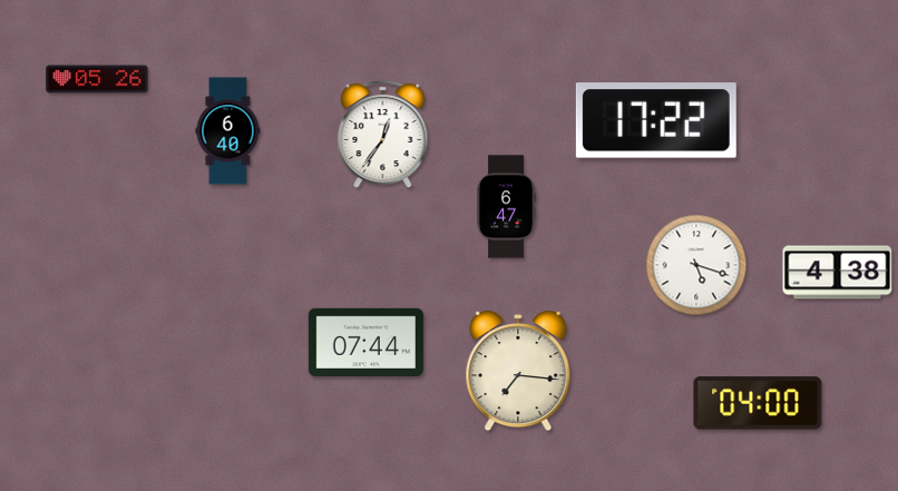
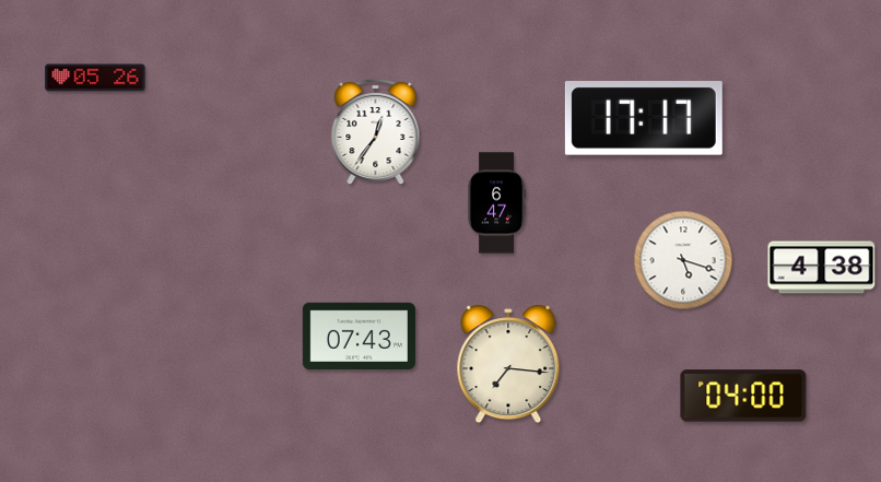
clock at (656, 121): 17:22 -> 17:17
clock at (228, 131): 6:40 -> none
clock at (365, 342): 07:44 -> 07:43
